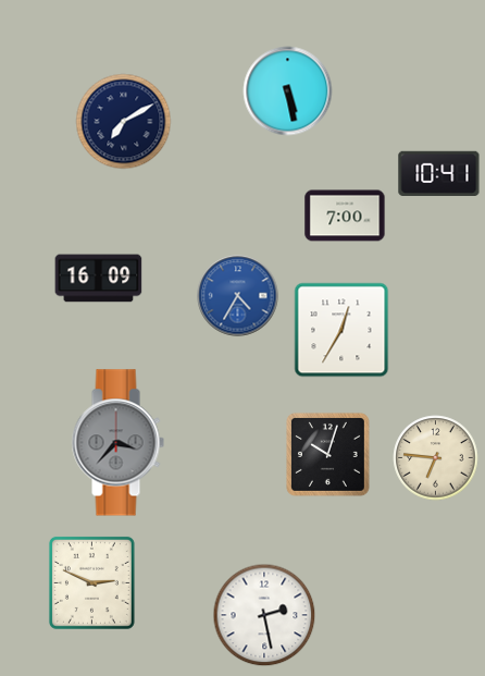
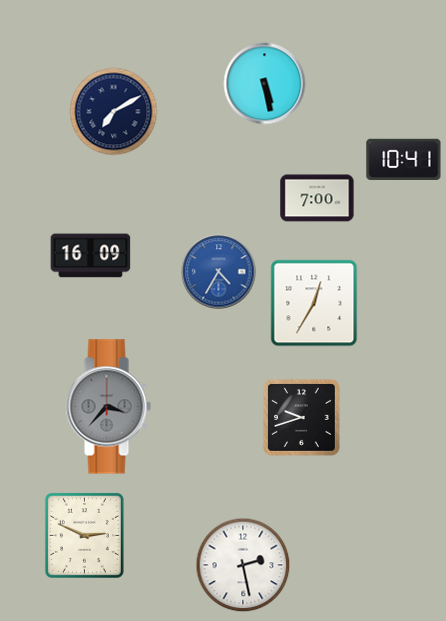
clock at (328, 455): 10:03 -> 9:42
clock at (436, 458): 6:46 -> none
